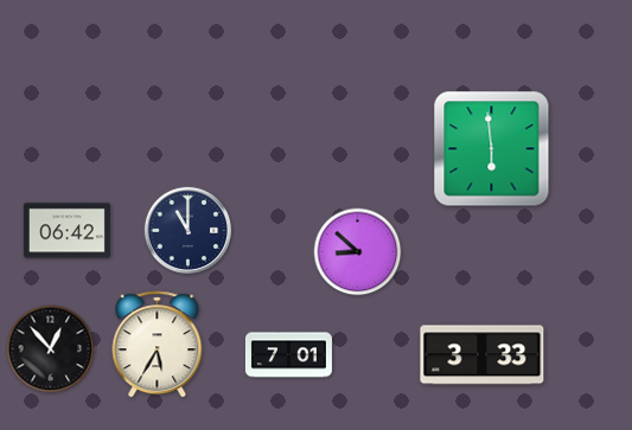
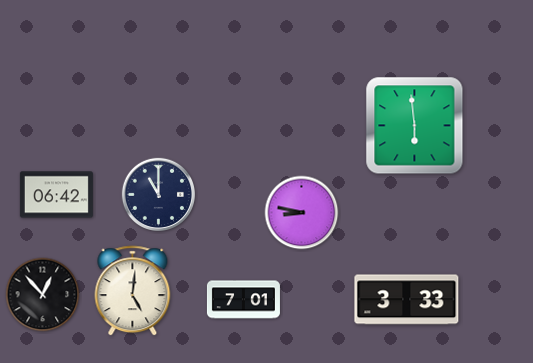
clock at (358, 252): 8:52 -> 8:47
clock at (158, 345): 5:35 -> 5:01
